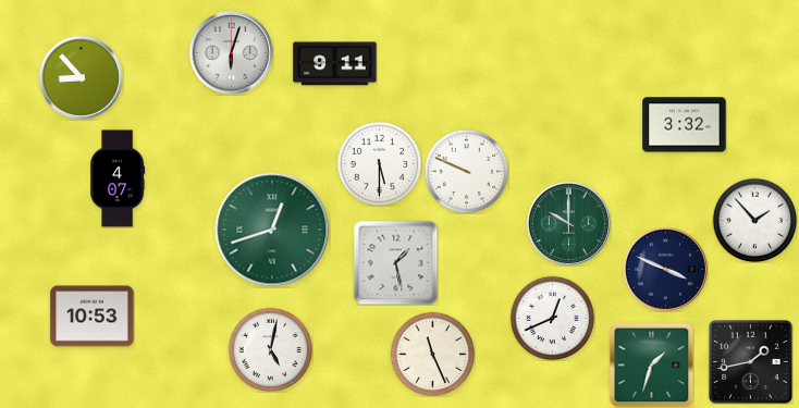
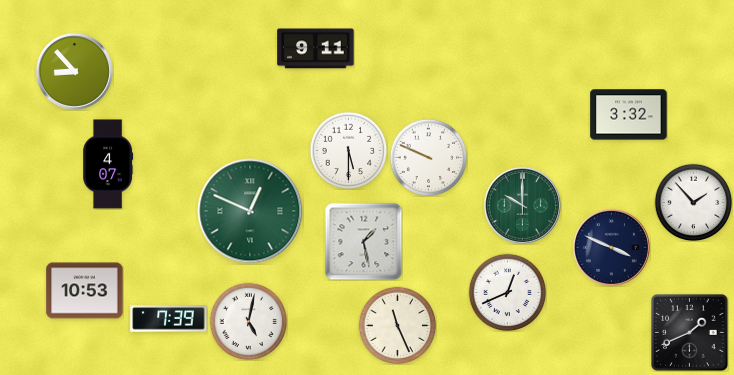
clock at (231, 52): 6:03 -> none
clock at (335, 64) position: (335, 64) -> (316, 49)
clock at (272, 230): 12:42 -> 12:49
clock at (169, 319): none -> 7:39
clock at (751, 362): 1:43 -> 1:41
clock at (651, 364): 1:33 -> none
